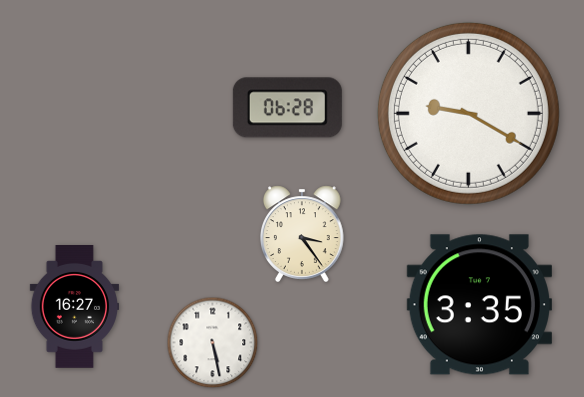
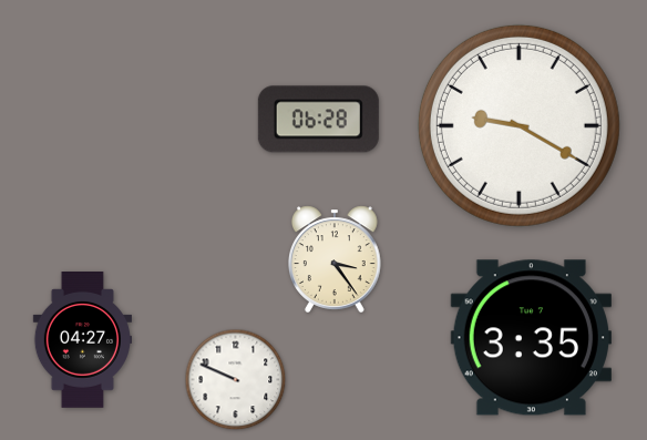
clock at (74, 307): 16:27 -> 04:27
clock at (213, 343): 5:28 -> 9:49
